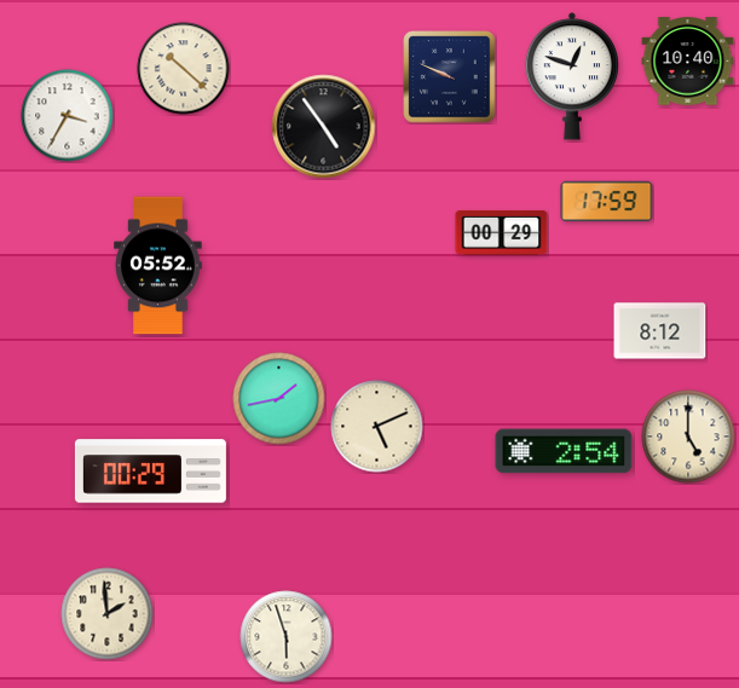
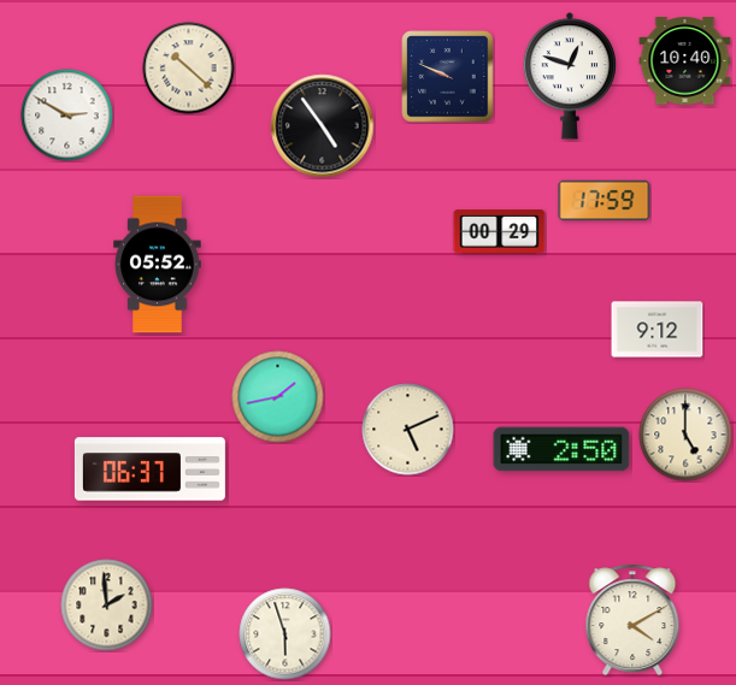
clock at (184, 69) position: (184, 69) -> (189, 69)
clock at (68, 116): 3:35 -> 2:50
clock at (660, 331): 8:12 -> 9:12
clock at (377, 427) position: (377, 427) -> (408, 430)
clock at (564, 451): 2:54 -> 2:50
clock at (150, 472): 00:29 -> 06:37
clock at (108, 614) position: (108, 614) -> (107, 606)
clock at (632, 620): none -> 4:10
